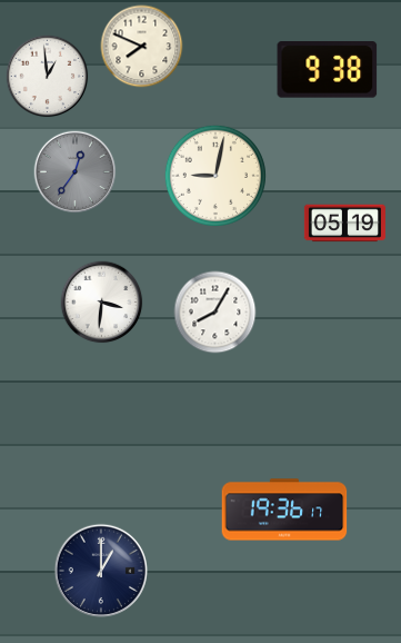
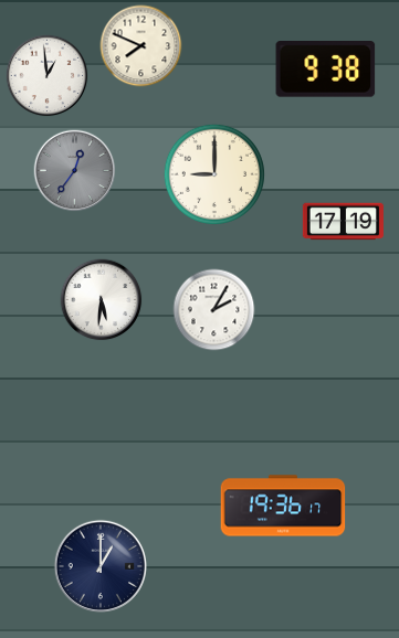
clock at (215, 176): 9:02 -> 9:00
clock at (344, 224): 05:19 -> 17:19
clock at (102, 303): 3:31 -> 5:31
clock at (215, 313): 8:05 -> 2:05
